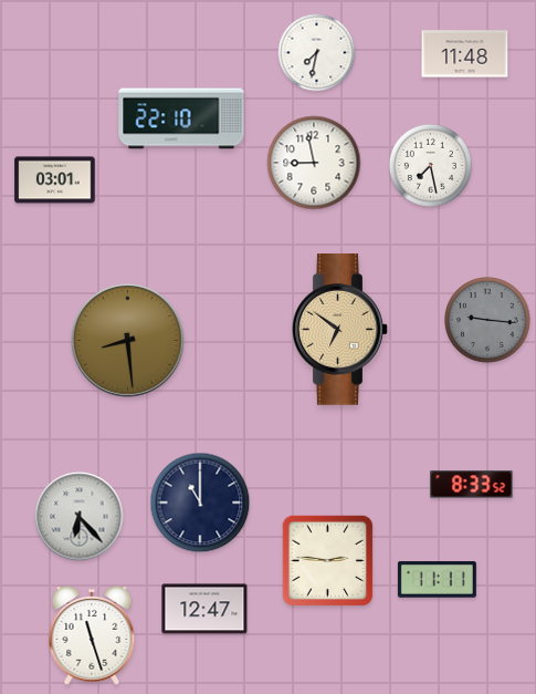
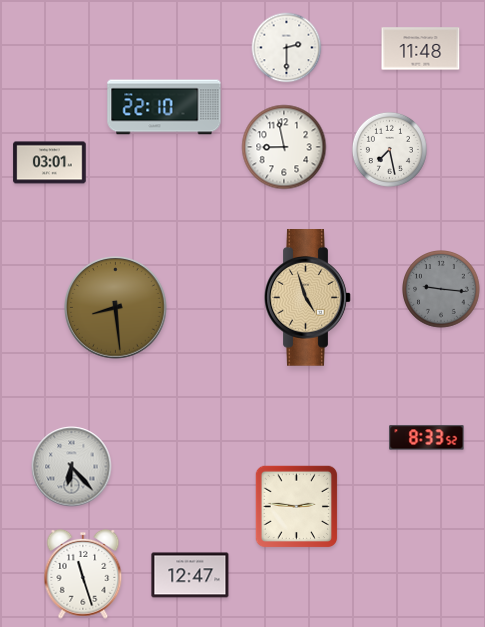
clock at (317, 53): 7:32 -> 2:30
clock at (340, 330): 6:51 -> 4:57
clock at (200, 503): 11:00 -> none
clock at (437, 580): 11:11 -> none
clock at (204, 609) position: (204, 609) -> (190, 575)
